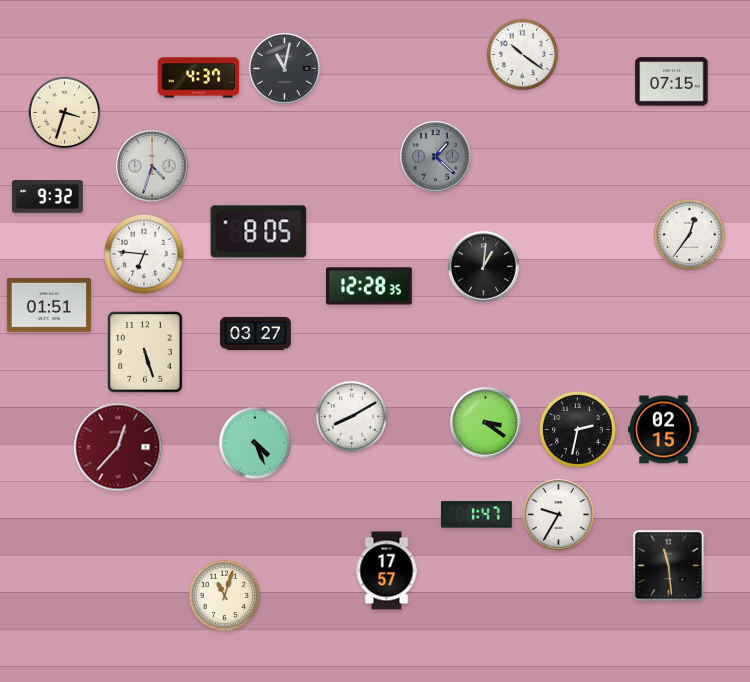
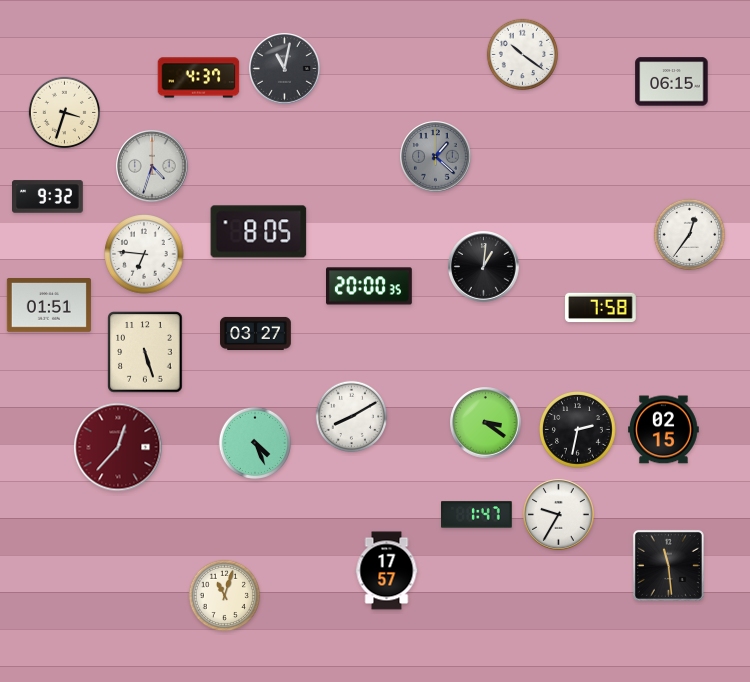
clock at (672, 82): 07:15 -> 06:15
clock at (370, 286): 12:28 -> 20:00
clock at (601, 308): none -> 7:58
